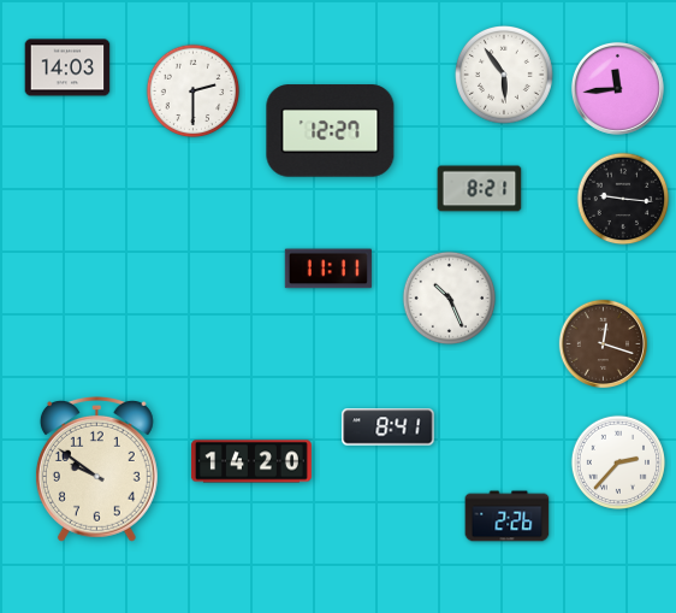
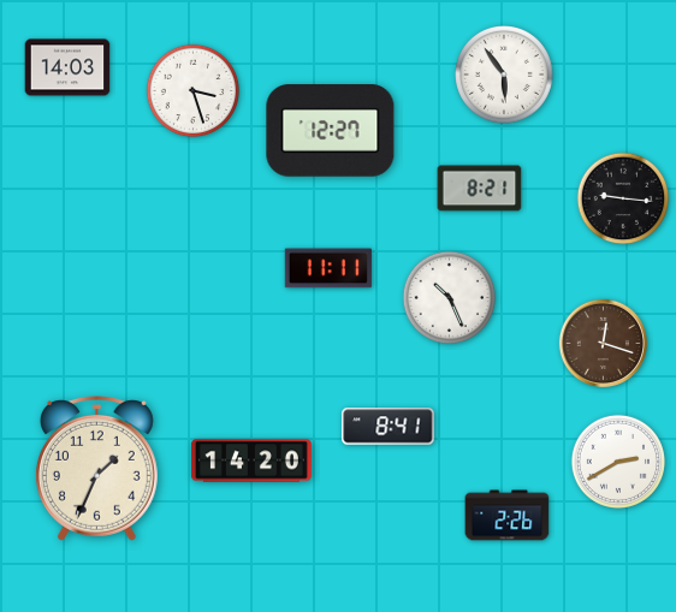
clock at (617, 88): 11:44 -> none
clock at (194, 92): 2:30 -> 3:27
clock at (617, 461): 2:37 -> 2:40
clock at (96, 468): 9:51 -> 1:34
